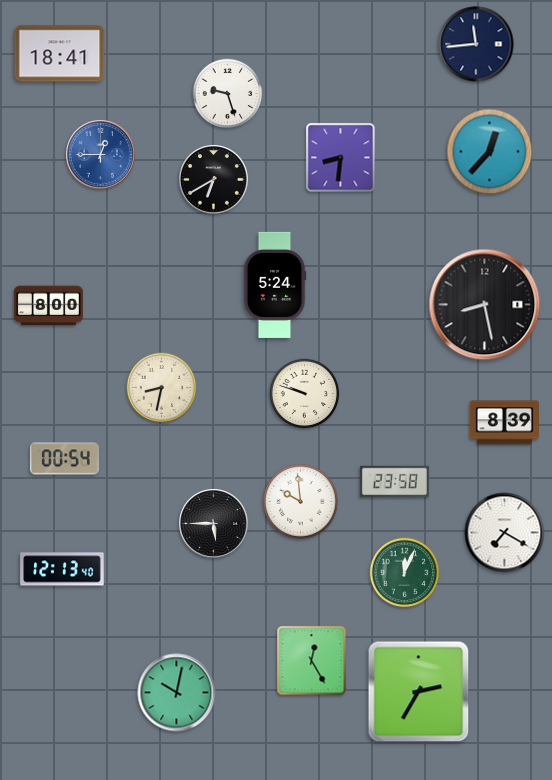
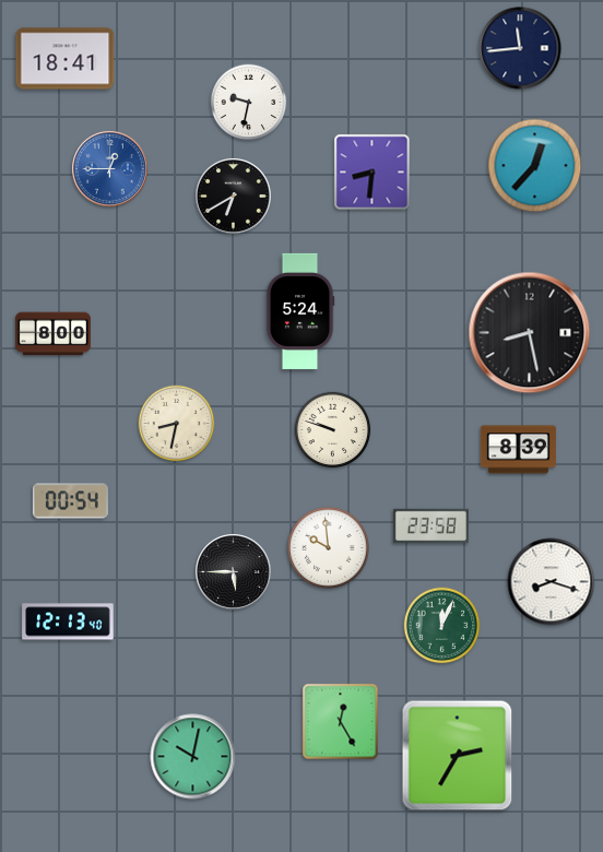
clock at (228, 94): 9:27 -> 9:32
clock at (504, 423) position: (504, 423) -> (518, 450)
clock at (505, 533): 7:20 -> 8:18
